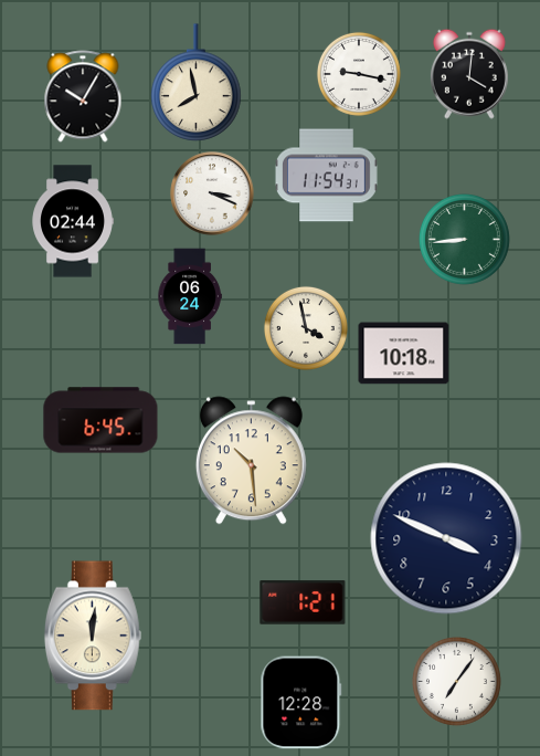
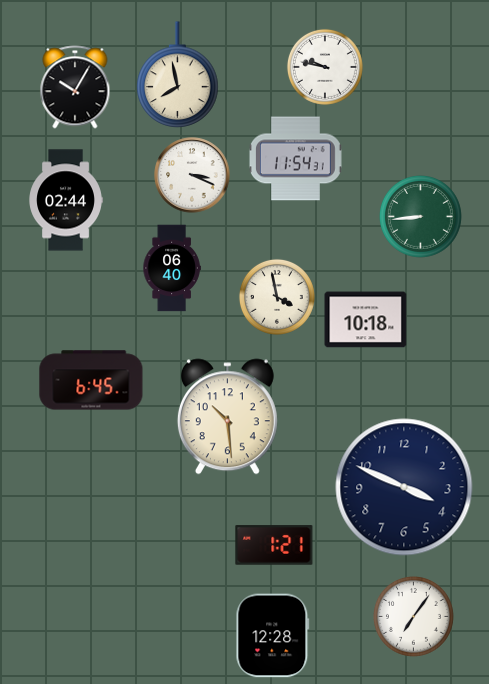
clock at (359, 74): 9:17 -> 9:47
clock at (469, 74): 4:01 -> none
clock at (190, 296): 06:24 -> 06:40
clock at (93, 636): 12:01 -> none
